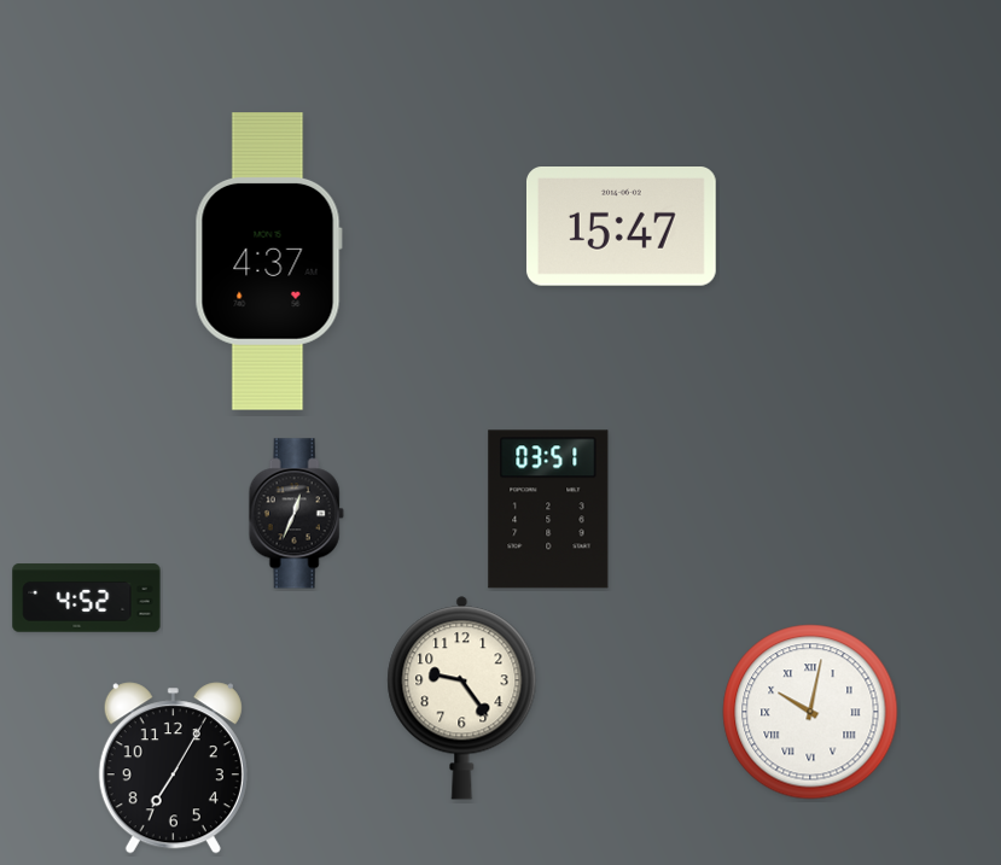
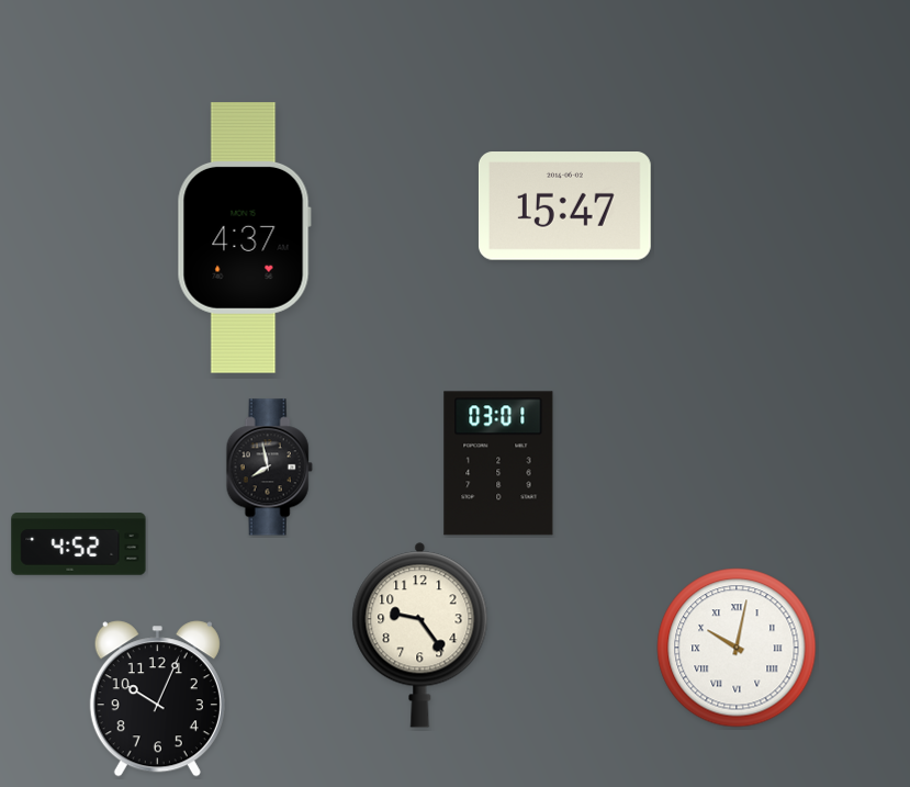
clock at (548, 509): 03:51 -> 03:01
clock at (296, 514): 12:34 -> 7:58
clock at (173, 768): 7:05 -> 10:04
